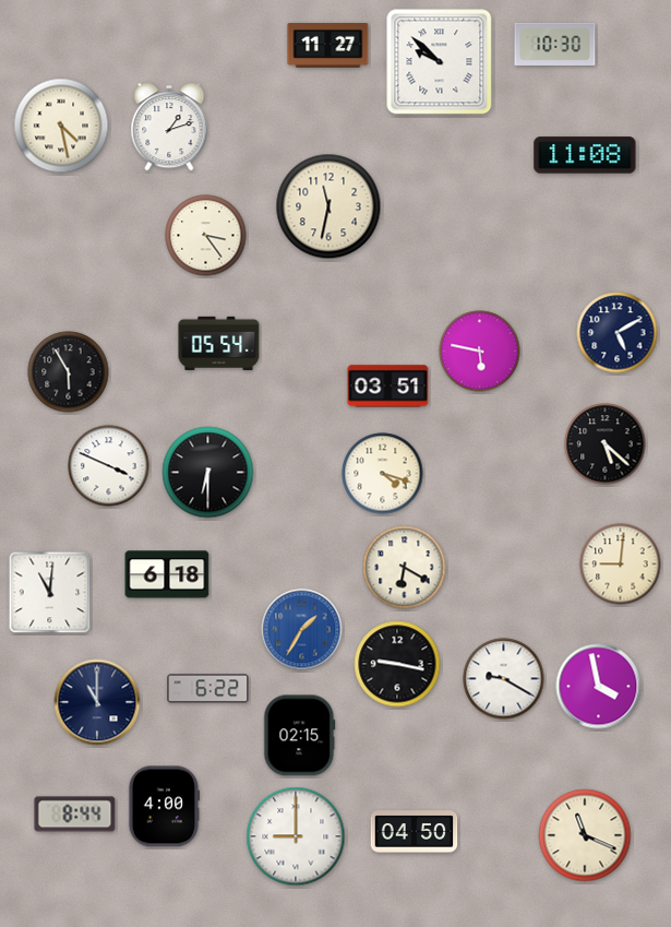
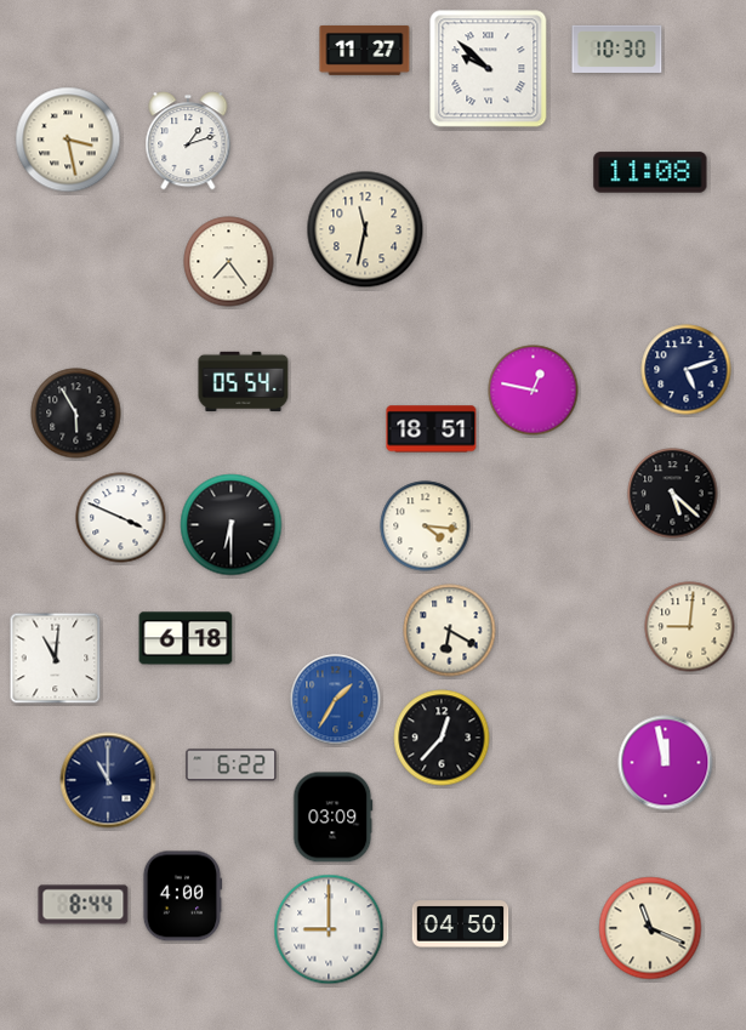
clock at (61, 126): 4:28 -> 3:28
clock at (206, 236): 3:24 -> 7:24
clock at (618, 333): 5:10 -> 5:12
clock at (480, 352): 5:47 -> 12:47
clock at (388, 387): 03:51 -> 18:51
clock at (383, 474): 4:18 -> 4:16
clock at (397, 664): 9:17 -> 12:37
clock at (504, 679): 9:20 -> none
clock at (599, 687): 3:58 -> 11:58
clock at (300, 736): 02:15 -> 03:09
